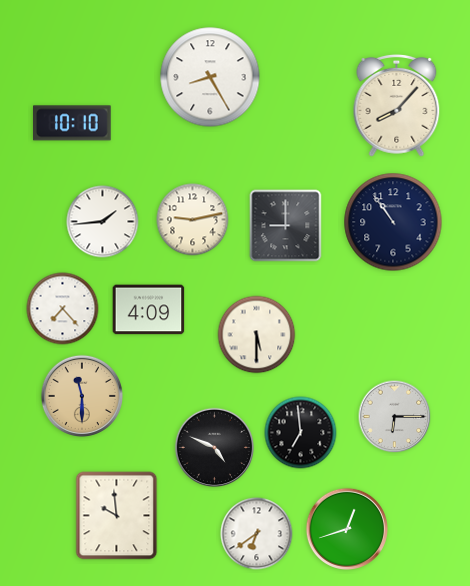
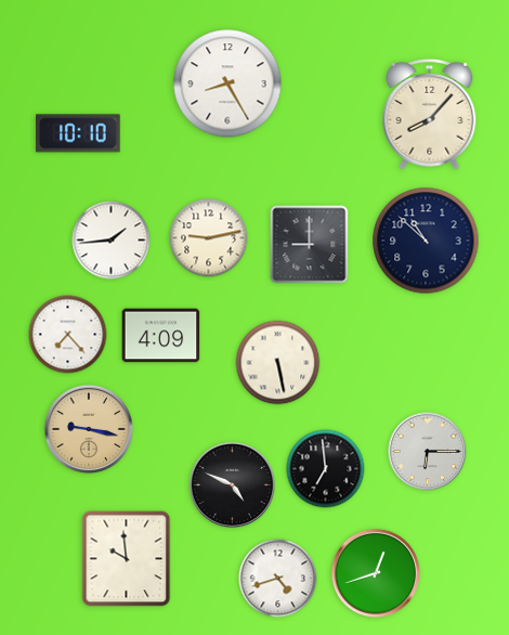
clock at (393, 222): 10:54 -> 10:52
clock at (257, 335): 5:30 -> 5:28
clock at (81, 395): 11:30 -> 9:17
clock at (257, 534): 6:39 -> 4:42
